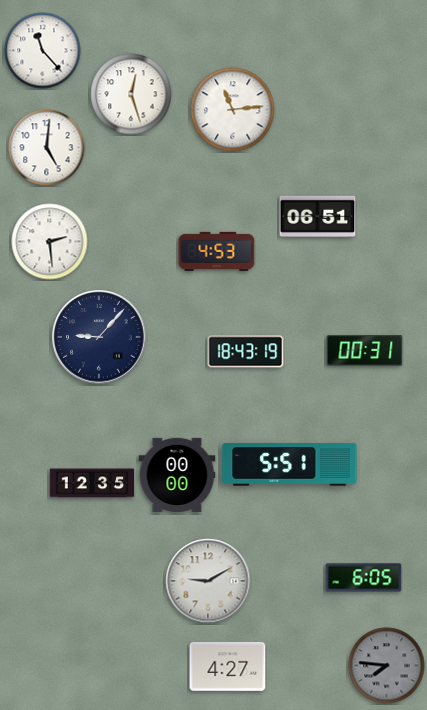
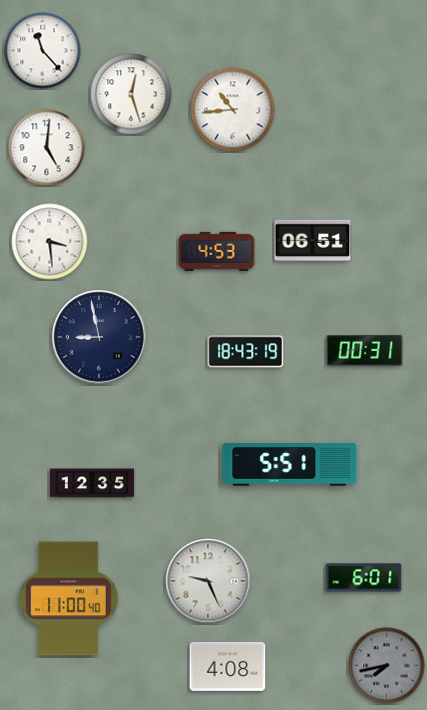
clock at (233, 110): 11:14 -> 10:44
clock at (318, 217) position: (318, 217) -> (313, 241)
clock at (50, 242): 2:29 -> 3:29
clock at (99, 337): 9:07 -> 8:58
clock at (177, 475): 00:00 -> none
clock at (364, 578): 6:05 -> 6:01
clock at (208, 581): 9:10 -> 9:26
clock at (69, 599): none -> 11:00
clock at (228, 666): 4:27 -> 4:08
clock at (387, 666): 7:46 -> 7:43
